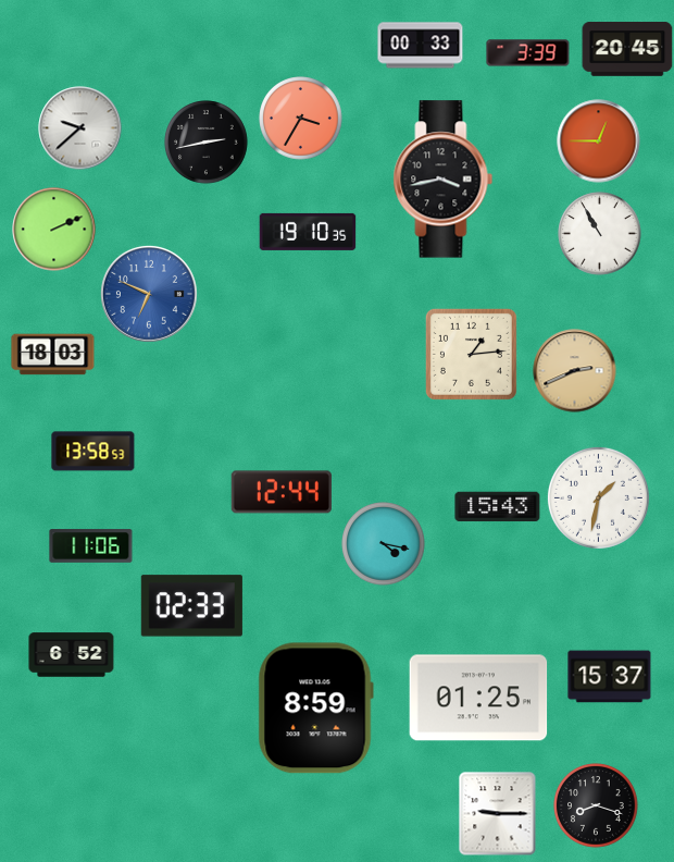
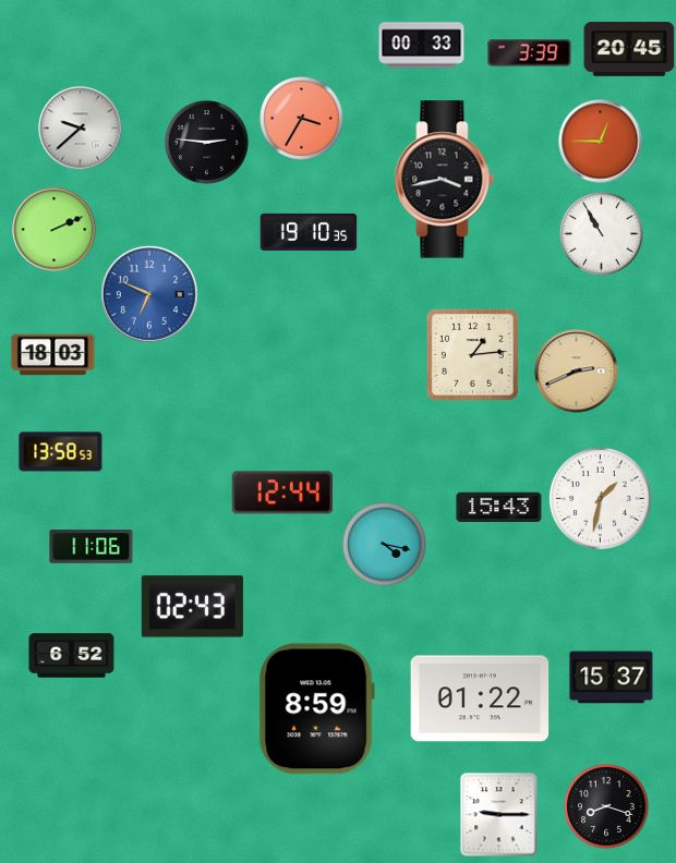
clock at (207, 143): 2:43 -> 2:46
clock at (93, 452) position: (93, 452) -> (61, 452)
clock at (191, 606): 02:33 -> 02:43
clock at (478, 698): 01:25 -> 01:22
clock at (596, 805) position: (596, 805) -> (606, 806)
